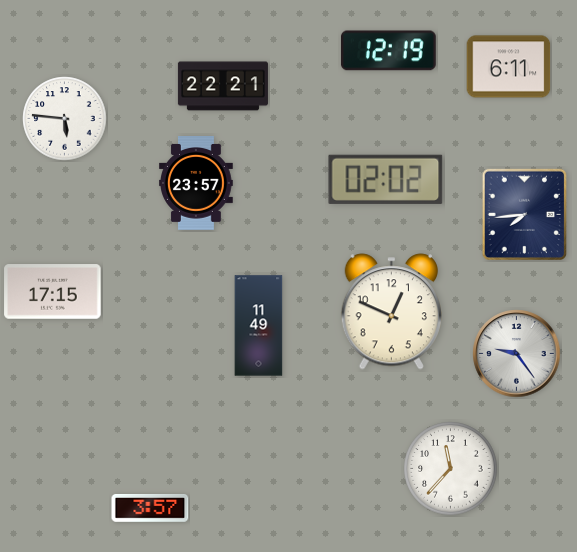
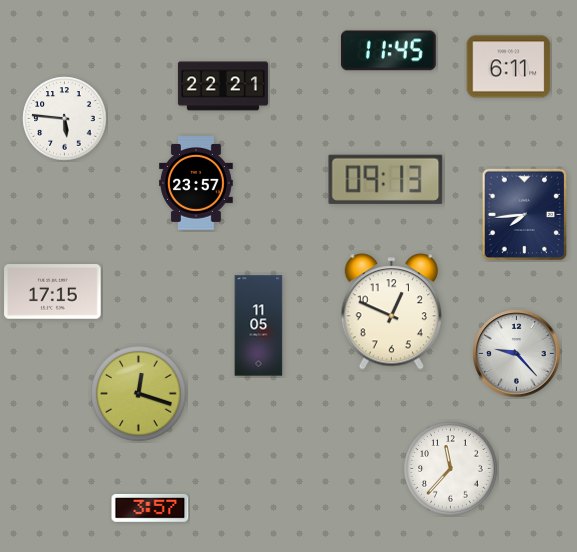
clock at (388, 51): 12:19 -> 11:45
clock at (386, 179): 02:02 -> 09:13
clock at (259, 326): 11:49 -> 11:05
clock at (517, 354): 9:24 -> 9:23
clock at (139, 394): none -> 12:18
